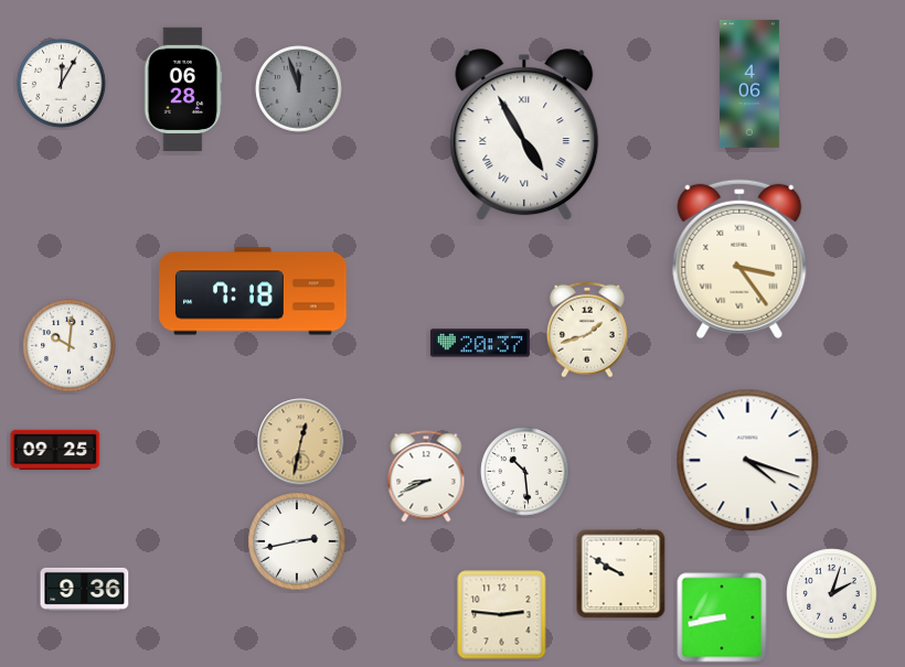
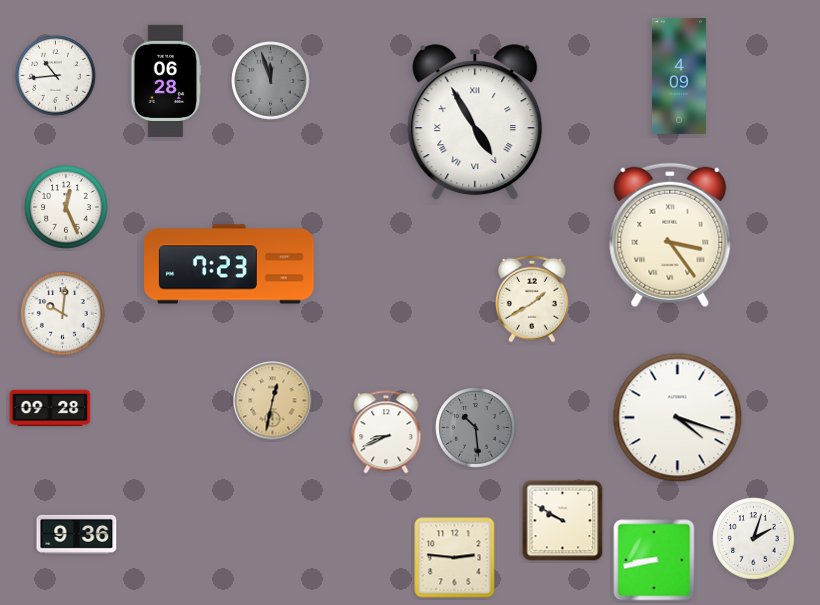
clock at (62, 84): 12:05 -> 10:44
clock at (749, 84): 4:06 -> 4:09
clock at (66, 207): none -> 12:26
clock at (253, 291): 7:18 -> 7:23
clock at (587, 330): 1:42 -> 1:40
clock at (480, 343): 20:37 -> none
clock at (55, 450): 09:25 -> 09:28
clock at (525, 472) dial: white -> grey
clock at (297, 541): 2:43 -> none
